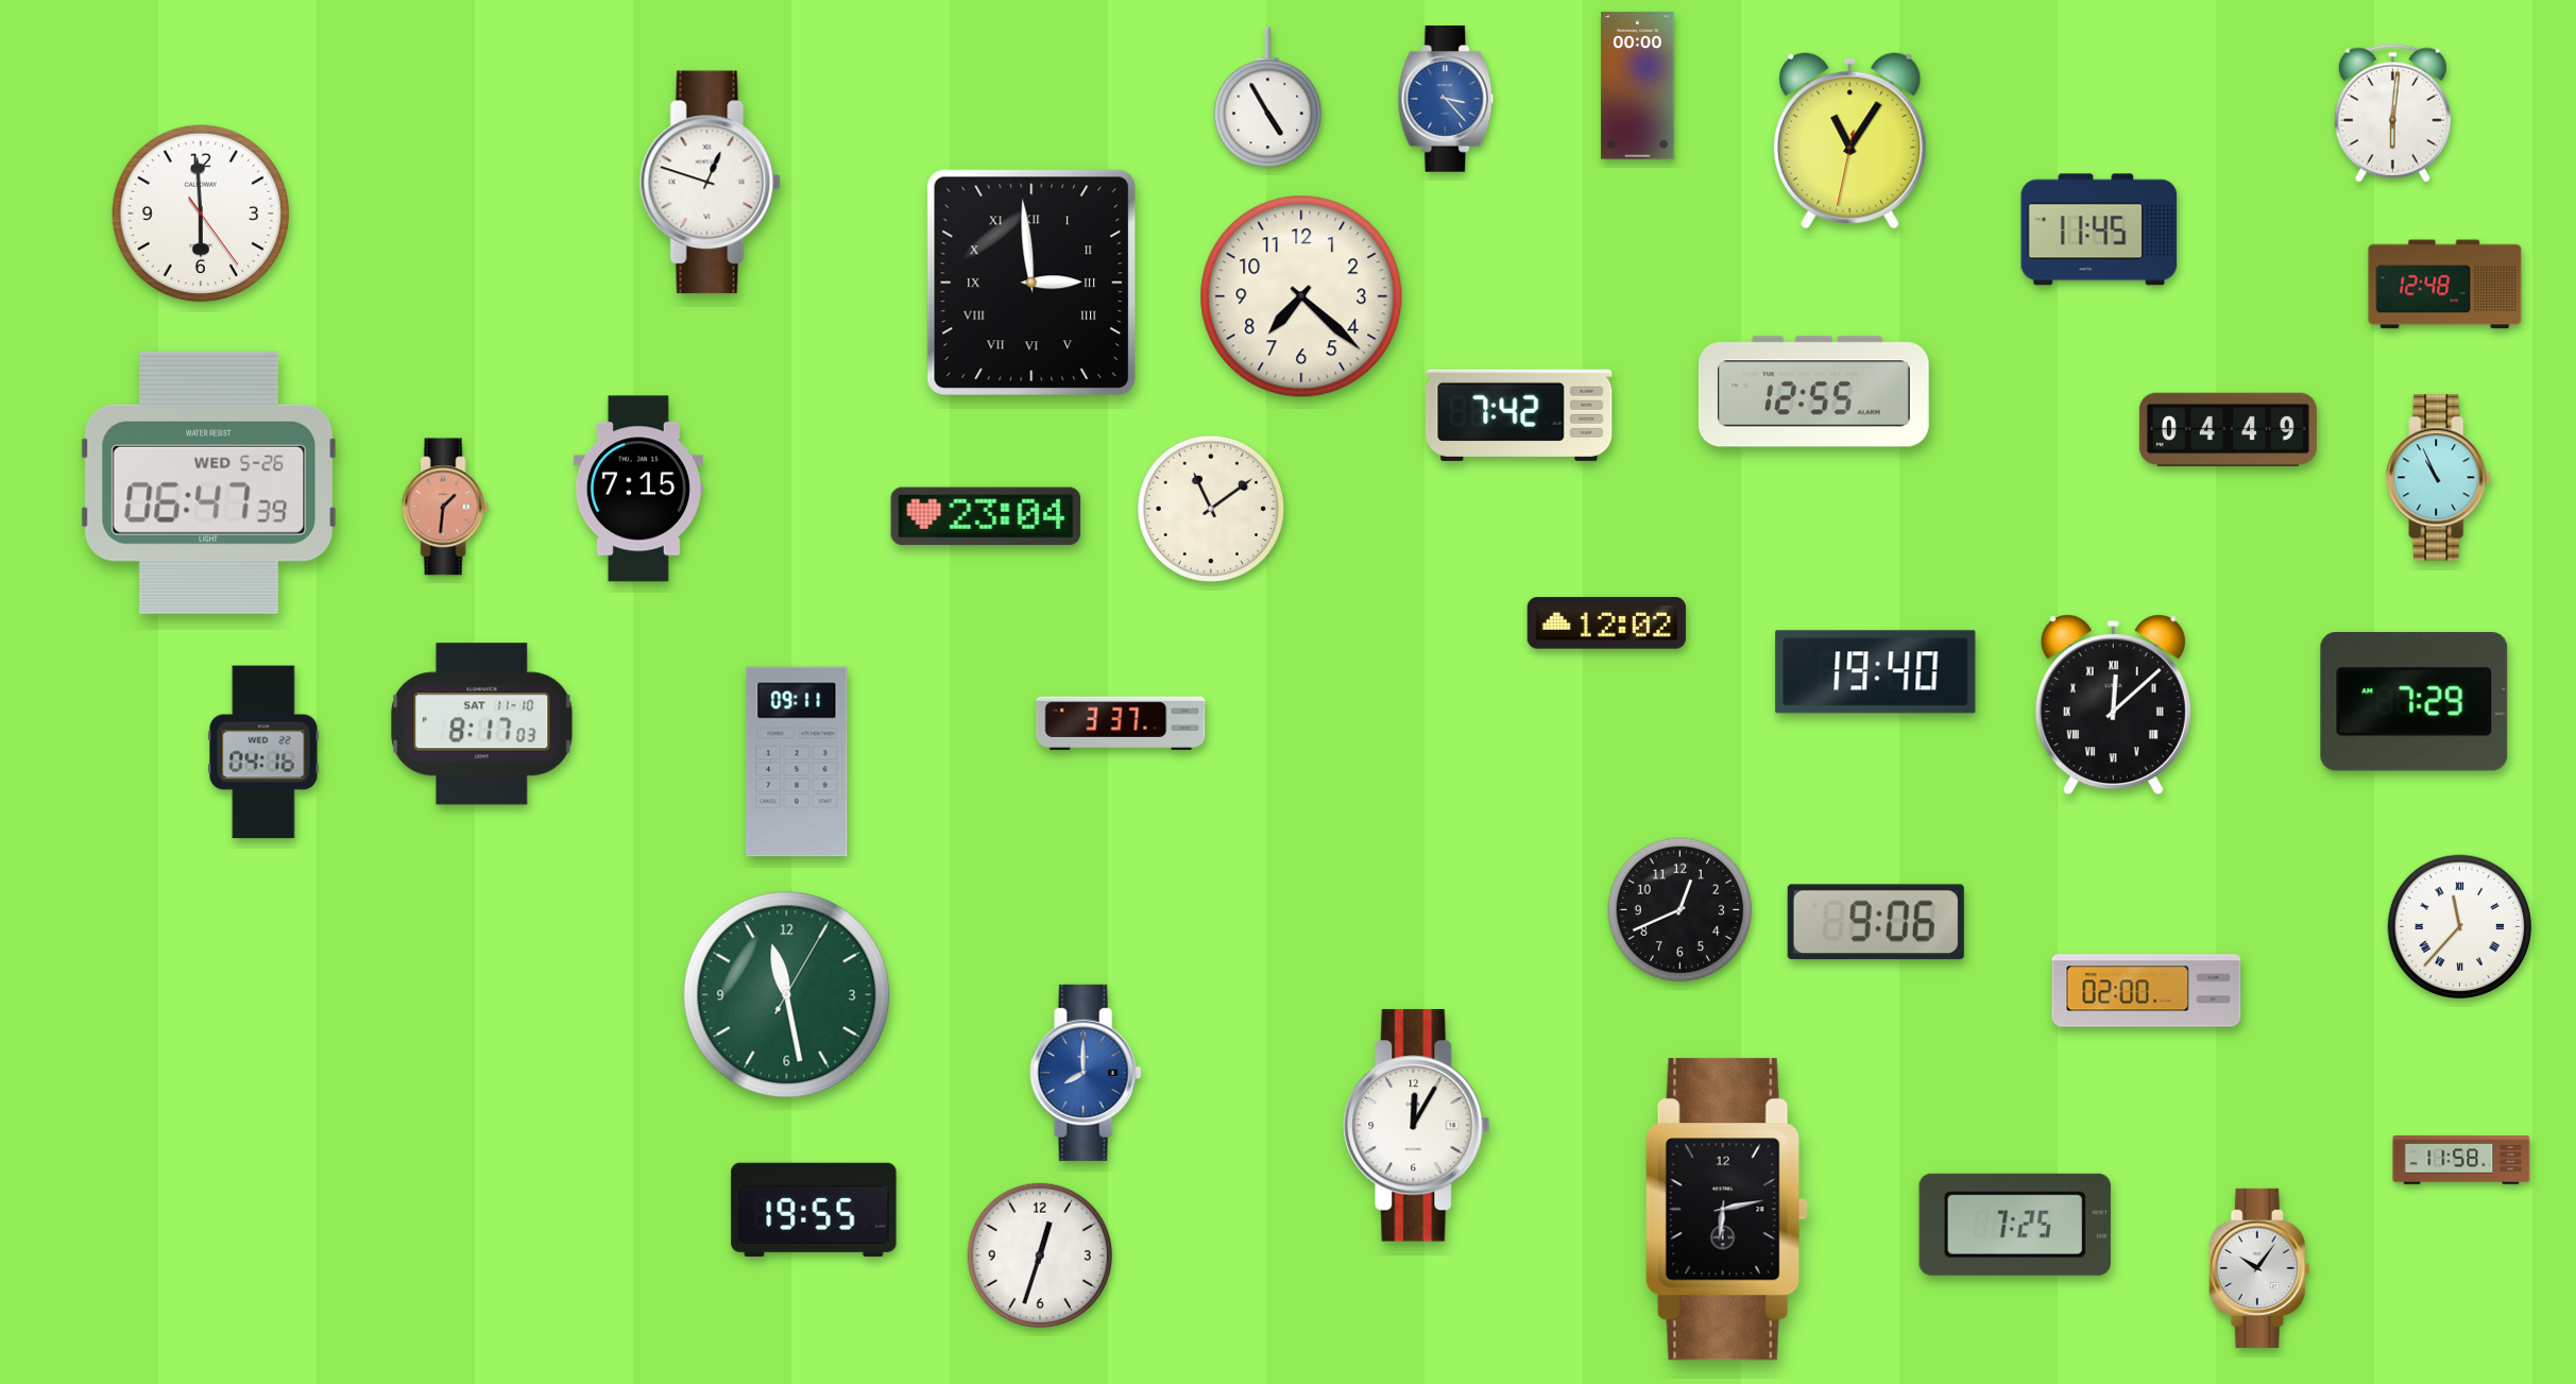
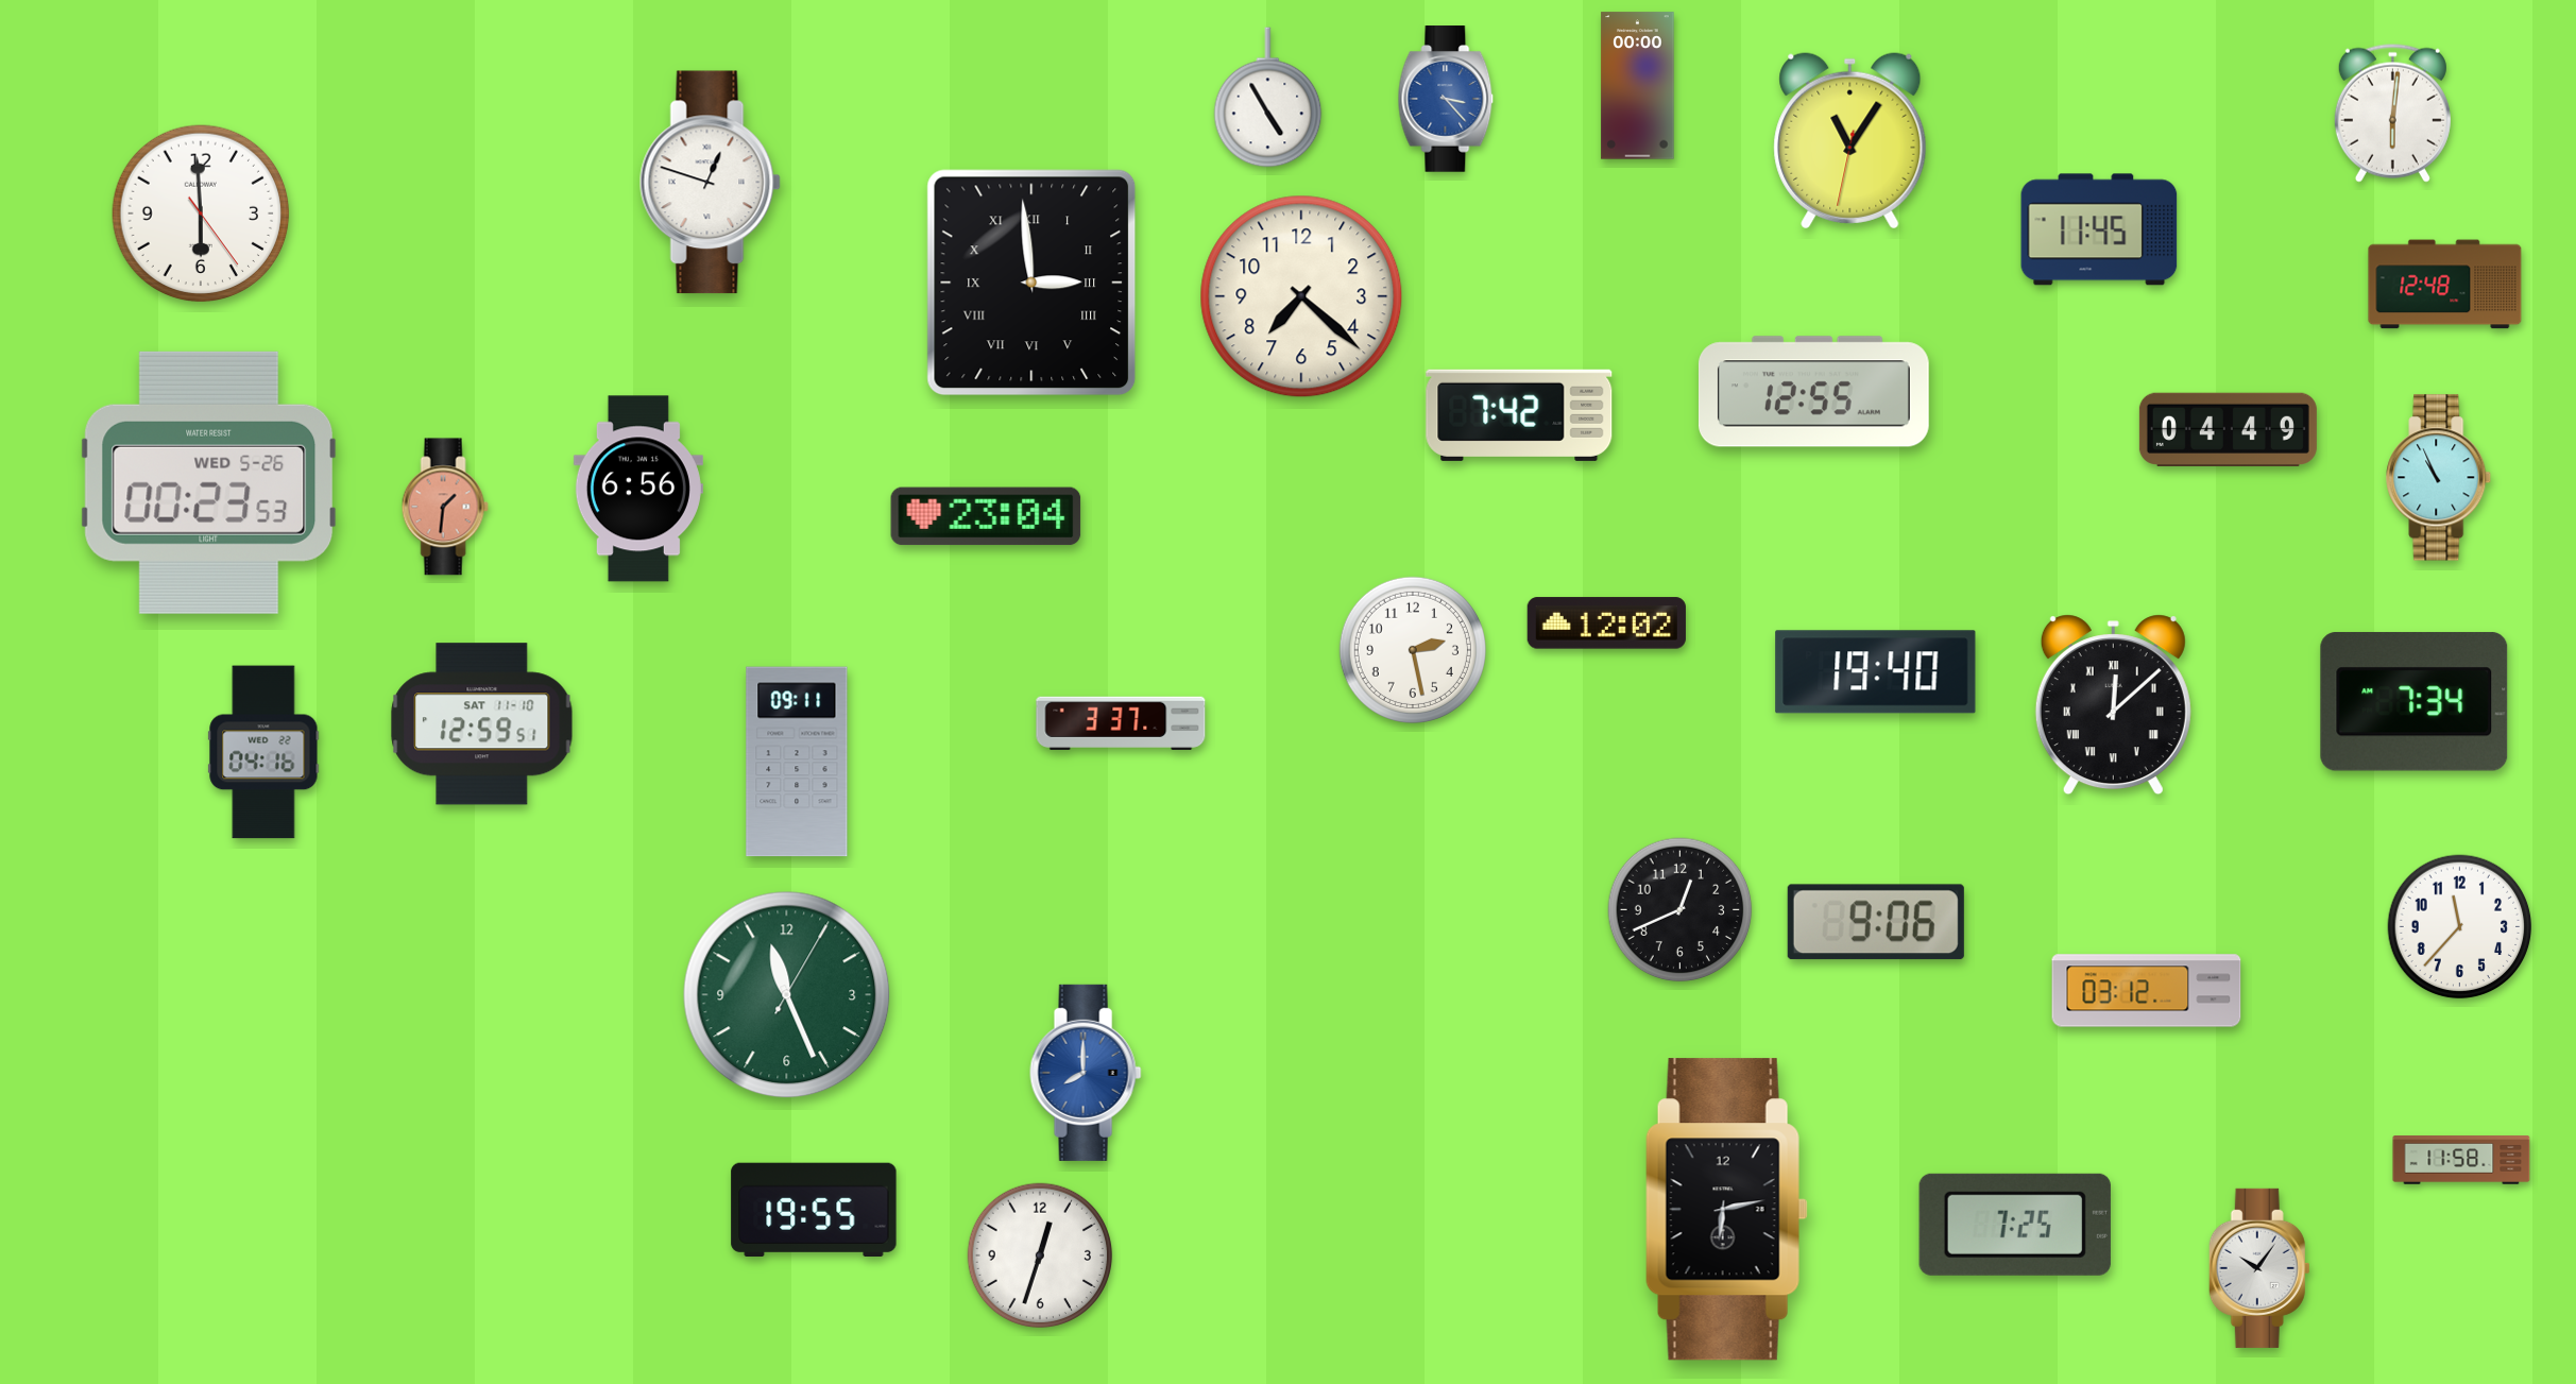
clock at (209, 482): 06:47 -> 00:23
clock at (638, 489): 7:15 -> 6:56
clock at (1211, 509): 11:09 -> none
clock at (1413, 650): none -> 2:28
clock at (2415, 702): 7:29 -> 7:34
clock at (482, 724): 8:17 -> 12:59
clock at (2460, 927) numerals: Roman -> Arabic
clock at (2147, 991): 02:00 -> 03:12
clock at (787, 995): 11:28 -> 11:26
clock at (1417, 1126): 12:05 -> none
